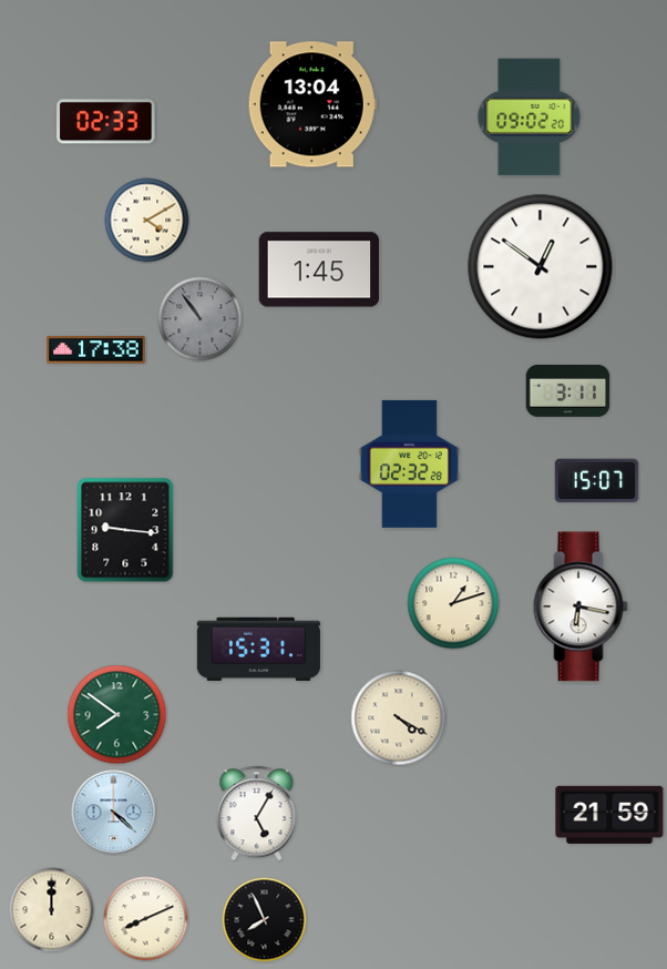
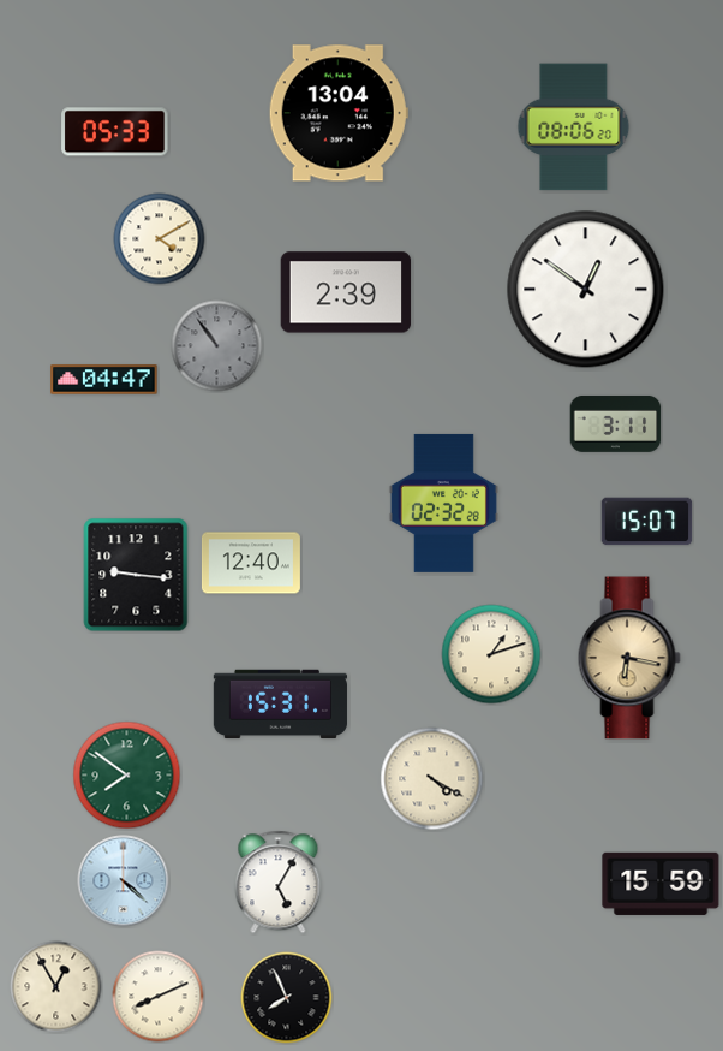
clock at (530, 118): 09:02 -> 08:06
clock at (106, 122): 02:33 -> 05:33
clock at (319, 269): 1:45 -> 2:39
clock at (96, 350): 17:38 -> 04:47
clock at (251, 563): none -> 12:40
clock at (581, 606) dial: white -> champagne
clock at (609, 815): 21:59 -> 15:59
clock at (52, 910): 12:00 -> 12:55
